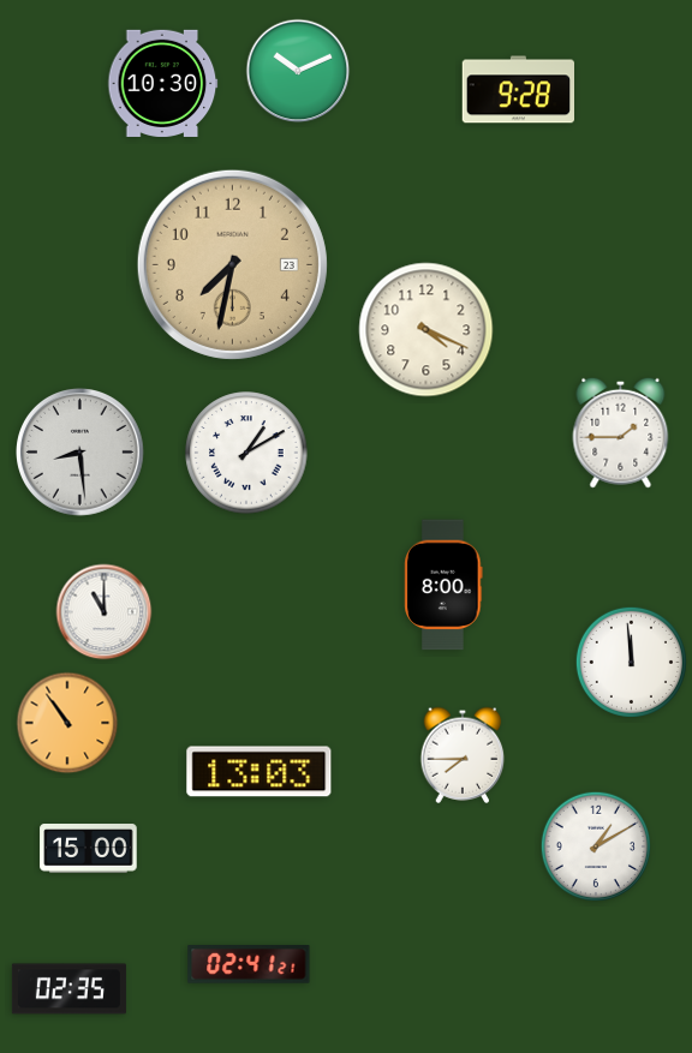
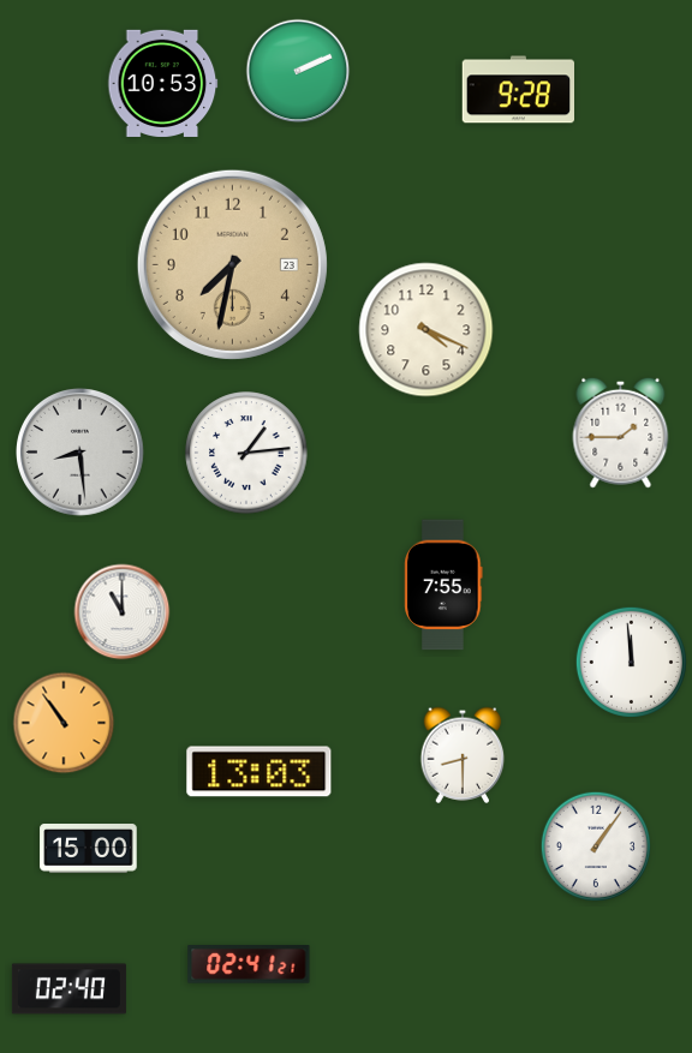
clock at (298, 71): 10:11 -> 2:11
clock at (163, 83): 10:30 -> 10:53
clock at (246, 453): 1:10 -> 1:14
clock at (443, 585): 8:00 -> 7:55
clock at (105, 612) position: (105, 612) -> (123, 612)
clock at (67, 723) position: (67, 723) -> (64, 723)
clock at (463, 755): 7:45 -> 8:30
clock at (595, 845): 1:10 -> 1:06
clock at (68, 989): 02:35 -> 02:40
